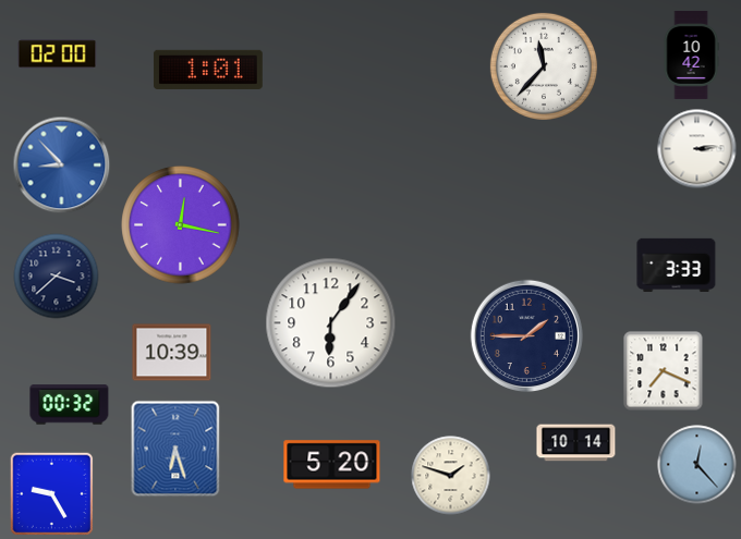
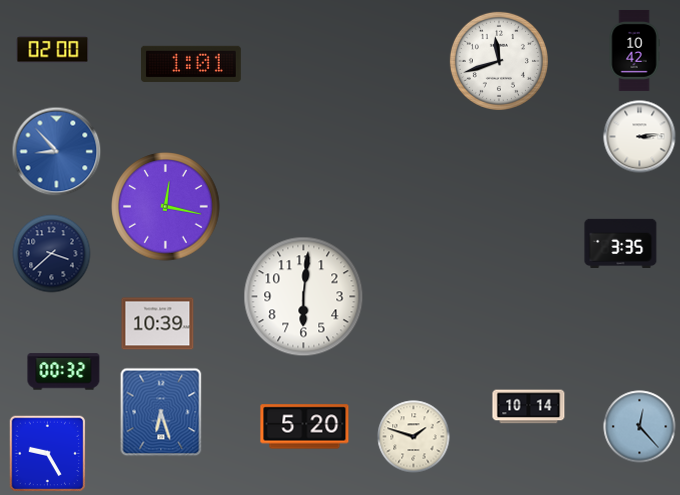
clock at (544, 66): 11:37 -> 11:42
clock at (677, 265): 3:33 -> 3:35
clock at (331, 323): 6:06 -> 6:01
clock at (526, 335): 1:45 -> none
clock at (664, 371): 7:19 -> none
